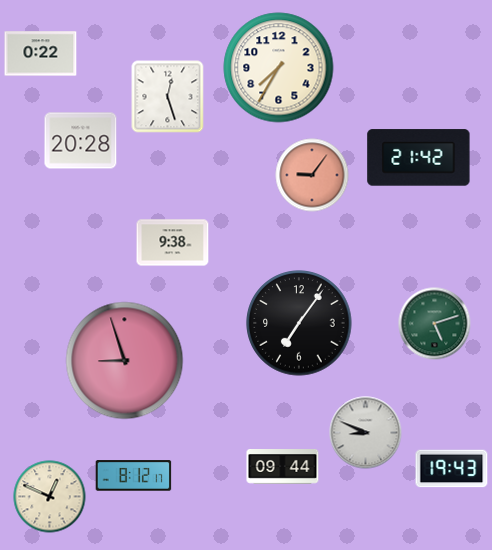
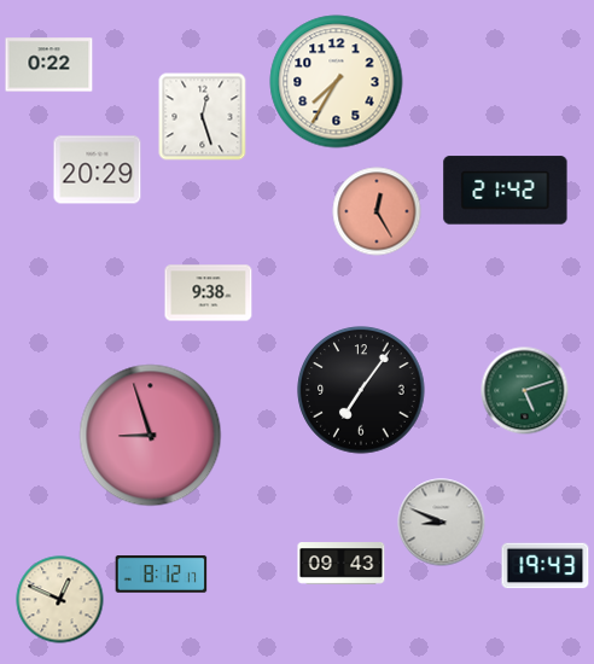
clock at (81, 141): 20:28 -> 20:29
clock at (312, 175): 9:06 -> 12:25
clock at (283, 467): 09:44 -> 09:43
